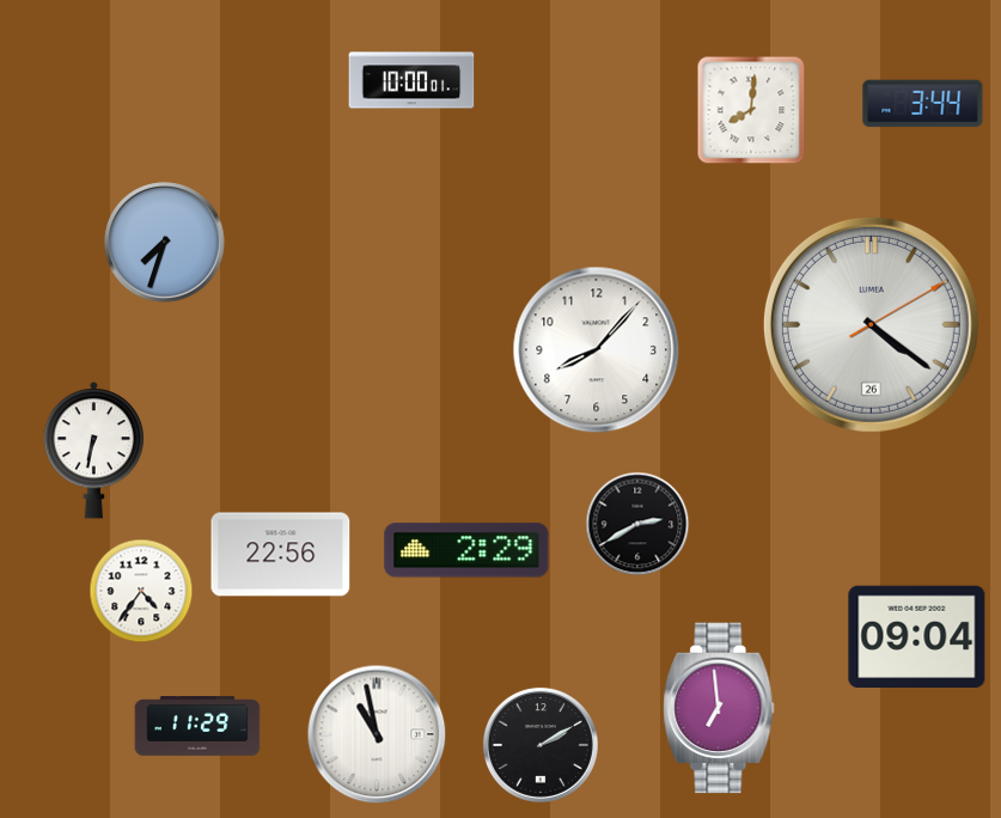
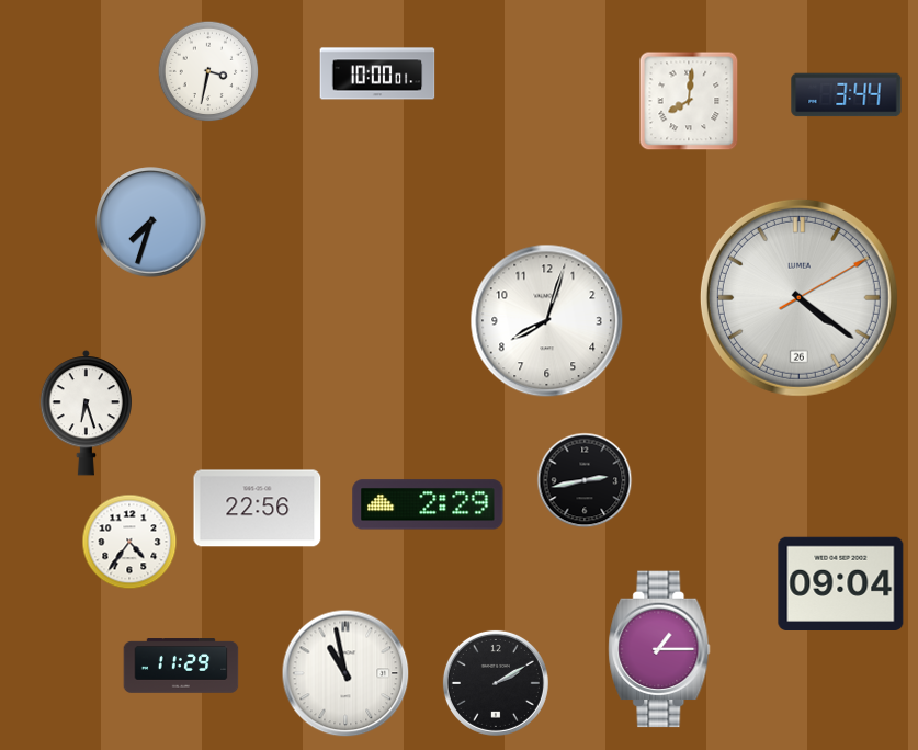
clock at (208, 71): none -> 3:32
clock at (597, 350): 8:07 -> 8:03
clock at (93, 451): 6:32 -> 6:27
clock at (637, 524): 2:40 -> 2:43
clock at (719, 708): 6:59 -> 1:15
